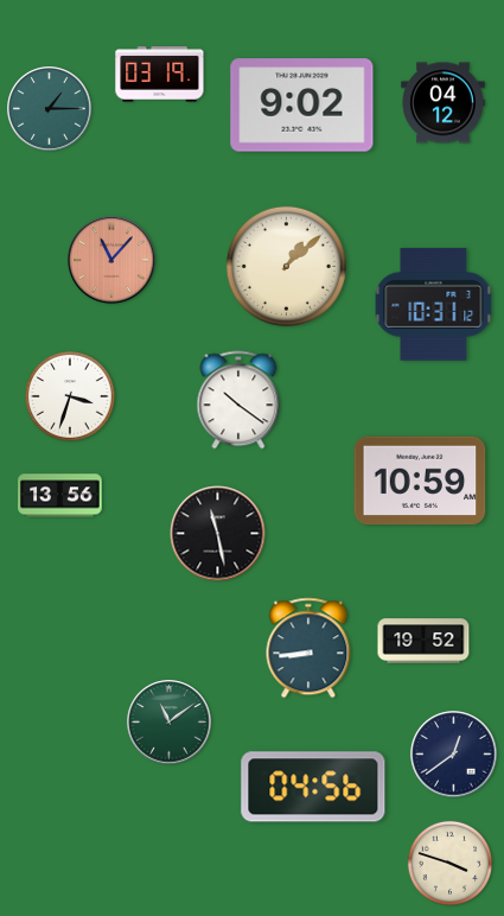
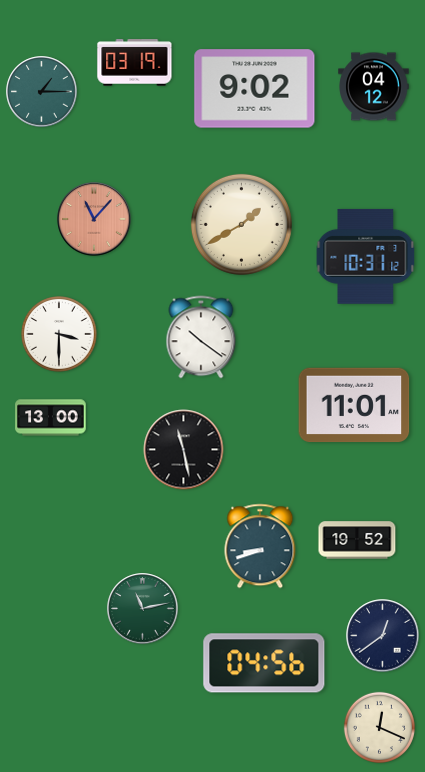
clock at (286, 266): 1:08 -> 1:40
clock at (71, 397): 3:33 -> 3:30
clock at (420, 481): 10:59 -> 11:01
clock at (60, 496): 13:56 -> 13:00
clock at (308, 648): 8:44 -> 8:42
clock at (170, 723): 11:09 -> 11:13
clock at (449, 863): 3:48 -> 12:19
